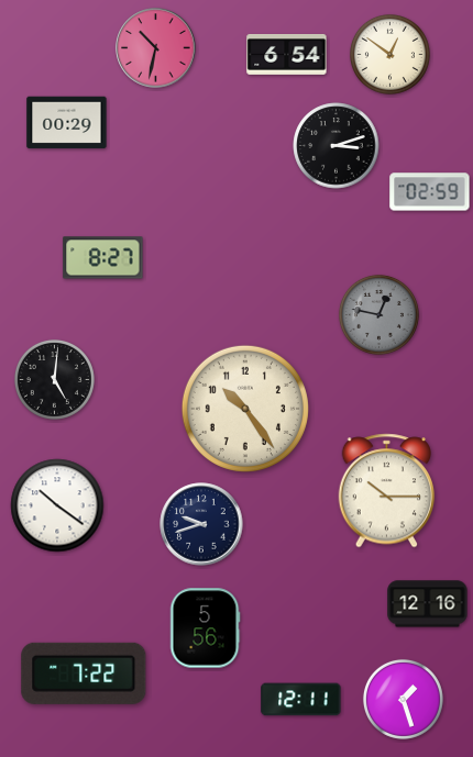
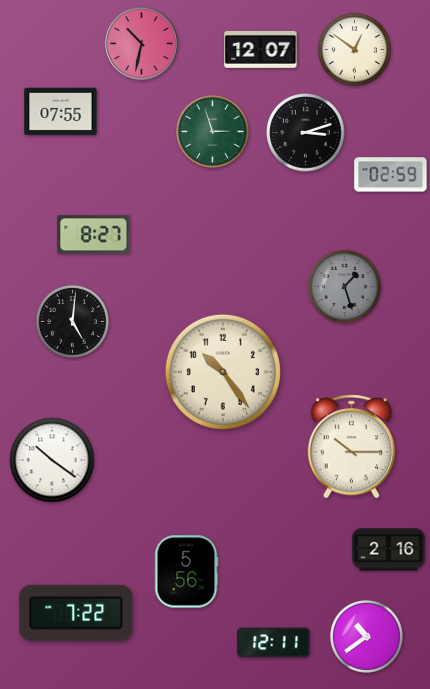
clock at (287, 54): 6:54 -> 12:07
clock at (67, 123): 00:29 -> 07:55
clock at (212, 131): none -> 2:57
clock at (378, 314): 12:47 -> 1:27
clock at (54, 379) position: (54, 379) -> (72, 321)
clock at (201, 524): 9:42 -> none
clock at (428, 604): 12:16 -> 2:16
clock at (403, 699): 1:27 -> 10:39
clock at (301, 700) position: (301, 700) -> (274, 643)
